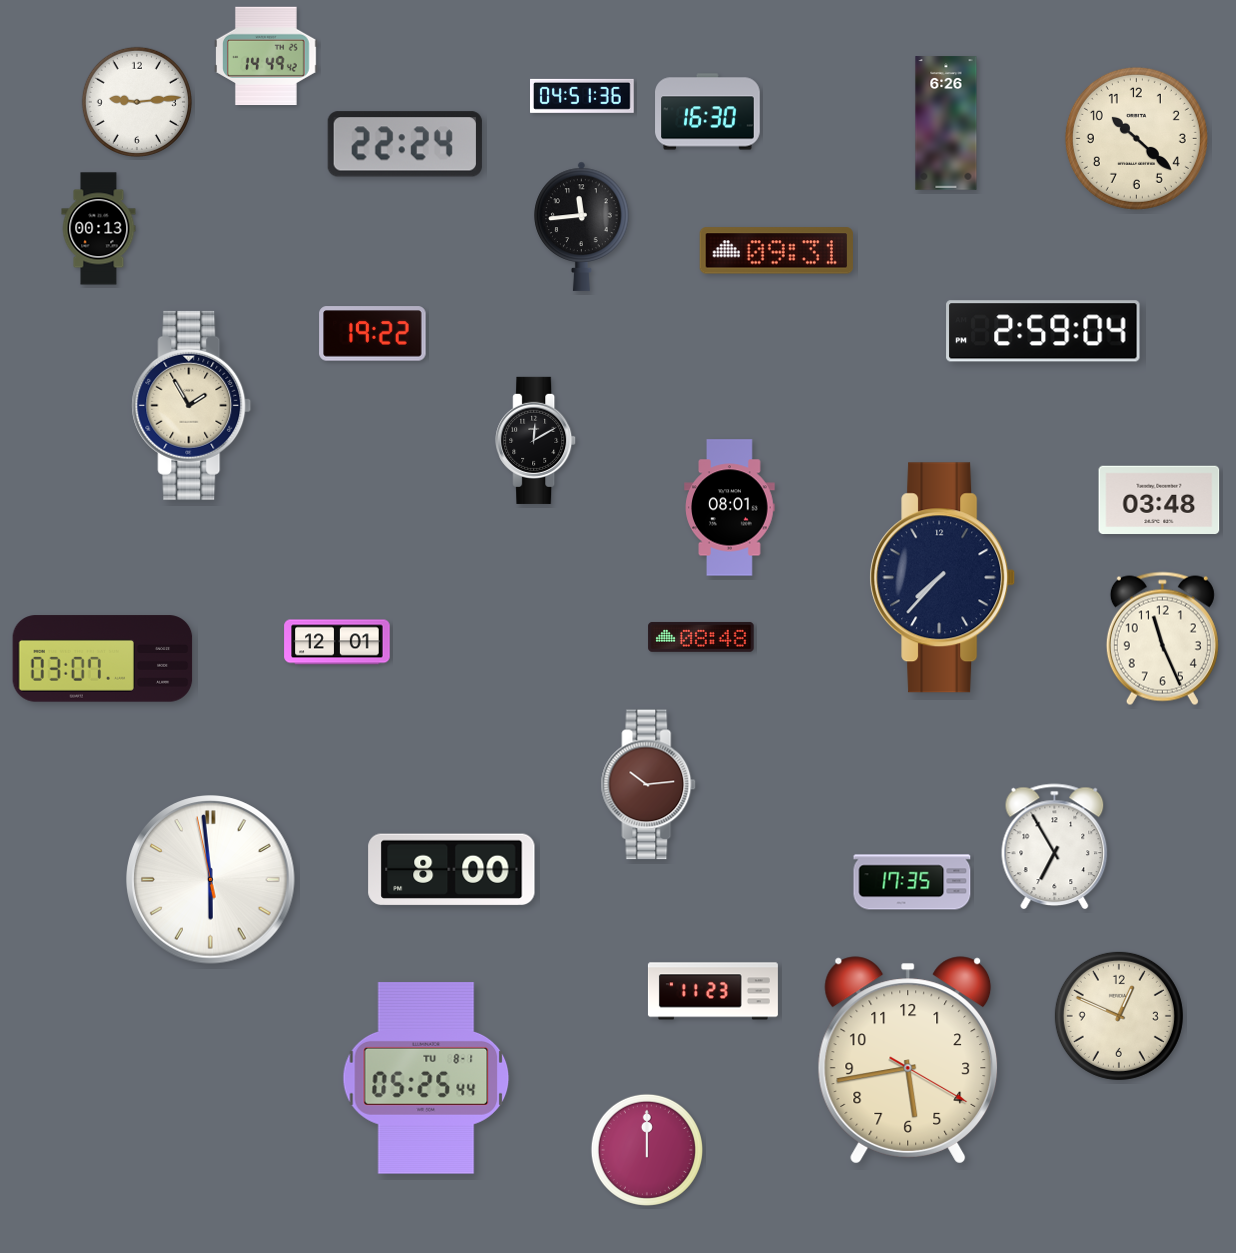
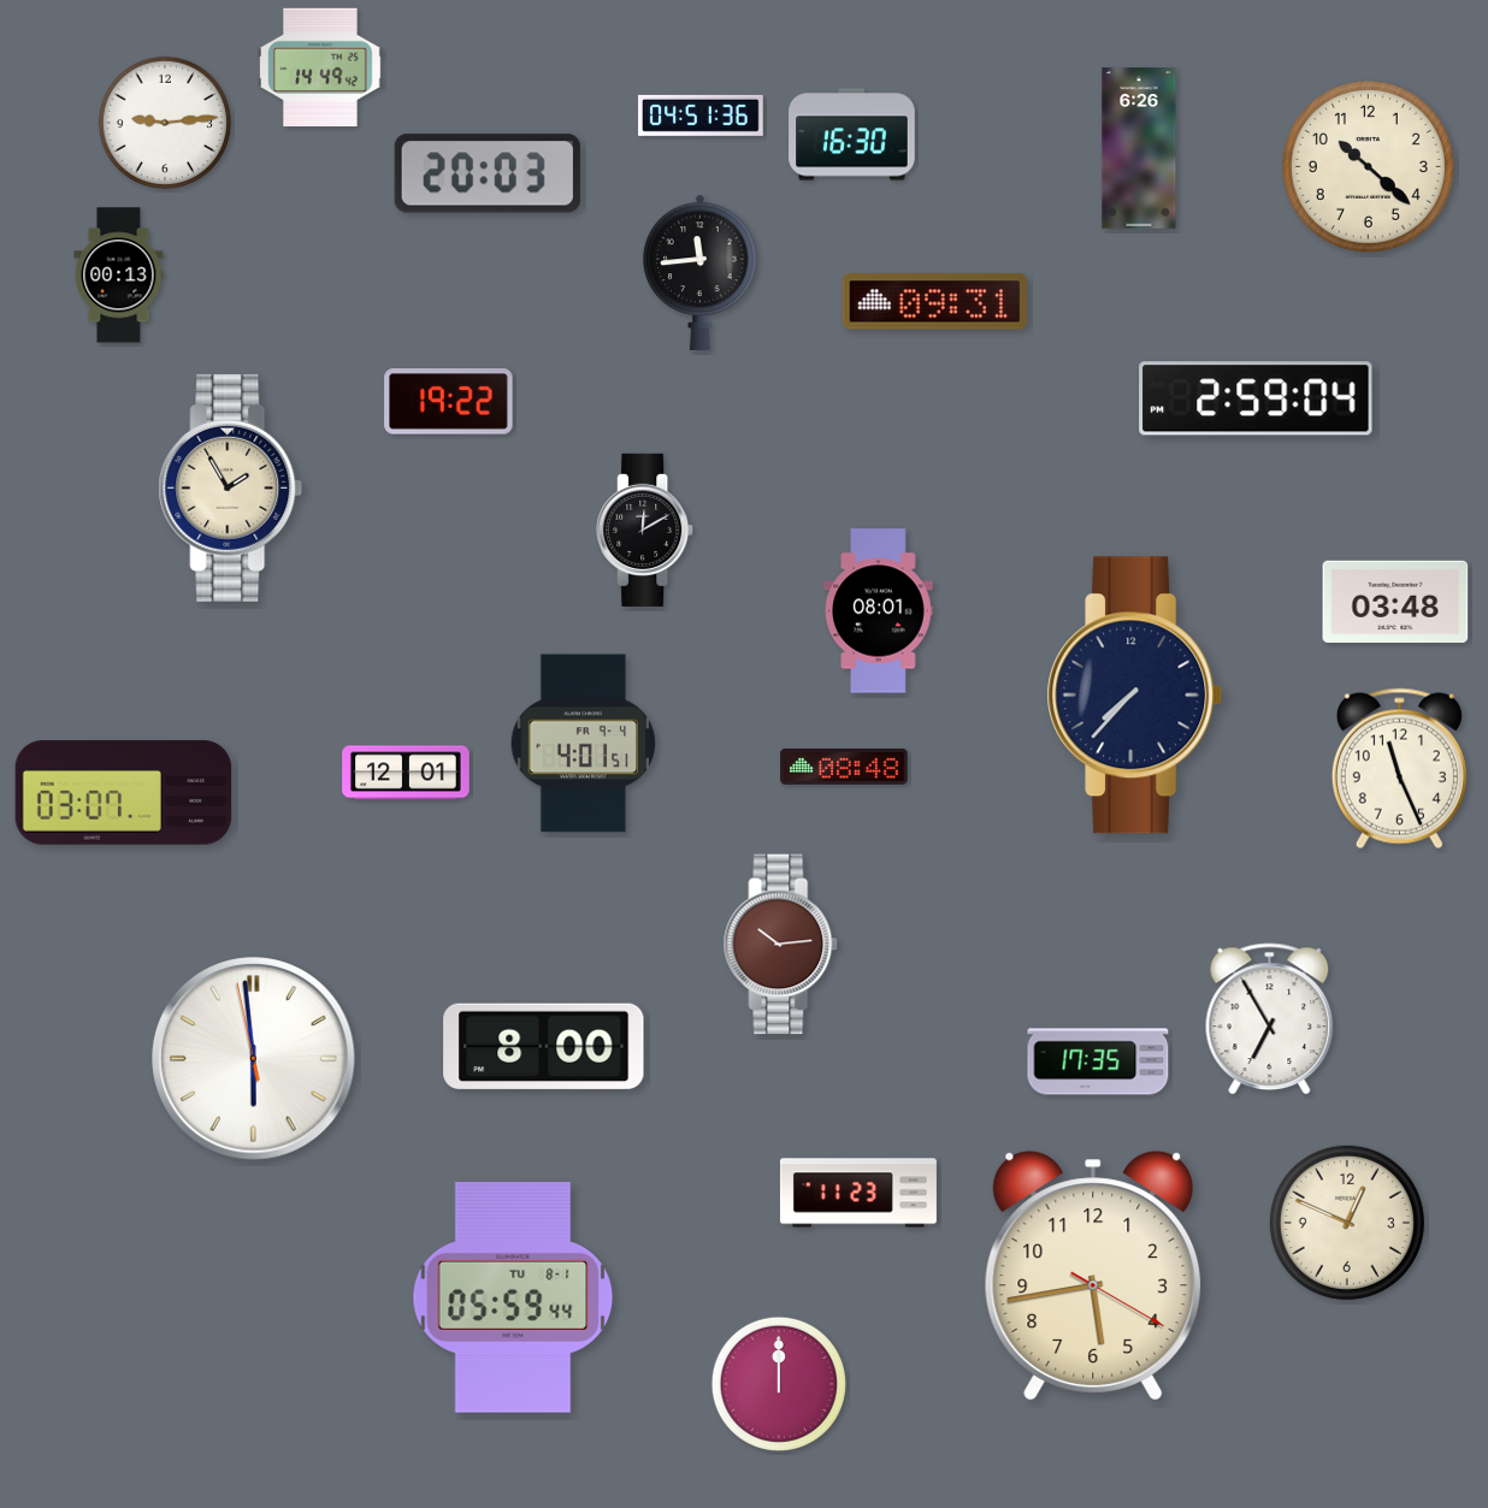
clock at (405, 144): 22:24 -> 20:03
clock at (584, 744): none -> 4:01
clock at (426, 1079): 05:25 -> 05:59
